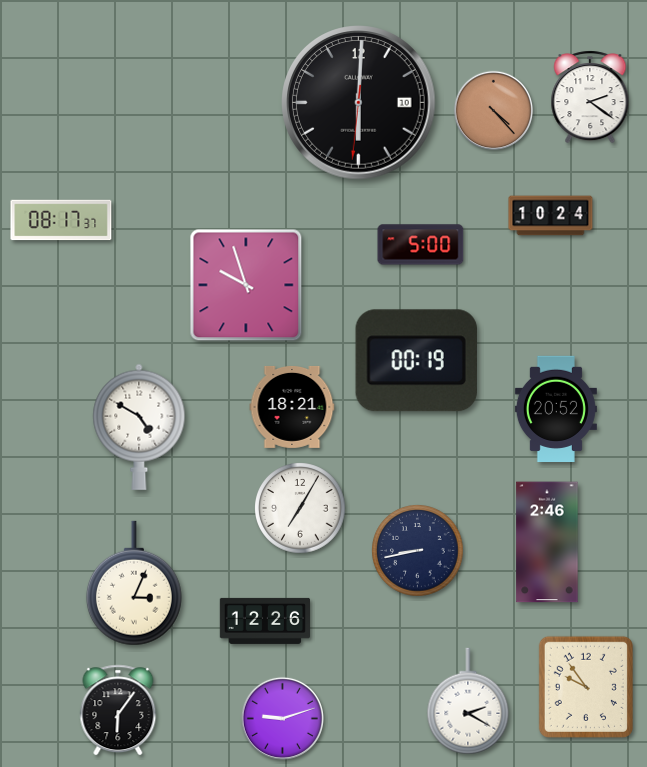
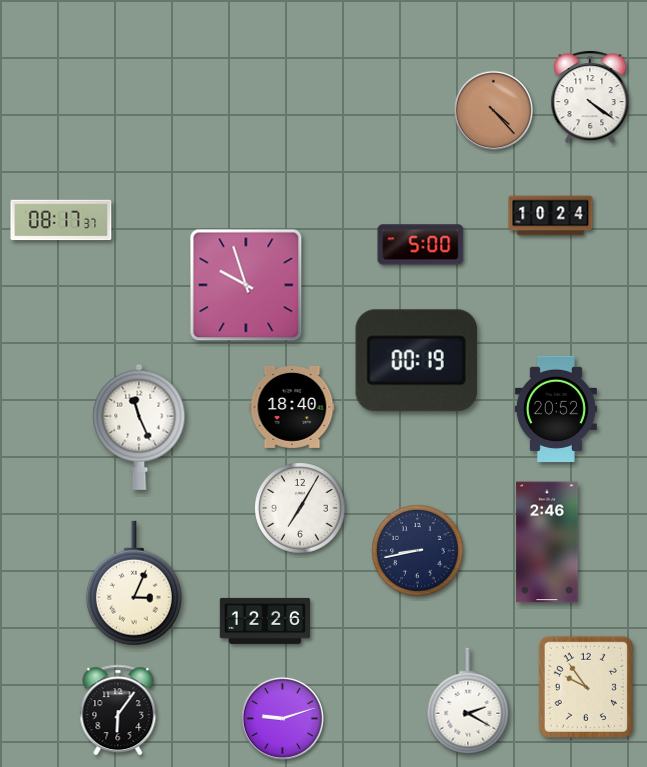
clock at (590, 97): 2:21 -> 4:21
clock at (359, 103): 6:00 -> none
clock at (292, 407): 18:21 -> 18:40
clock at (139, 427): 4:50 -> 11:26
